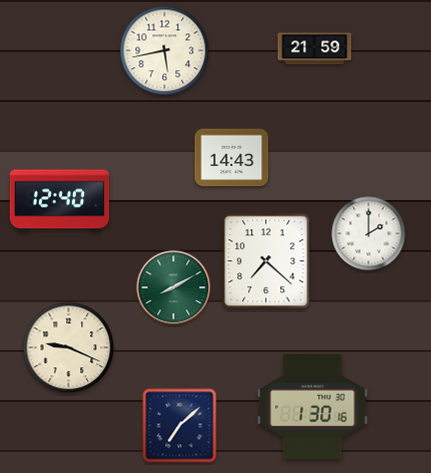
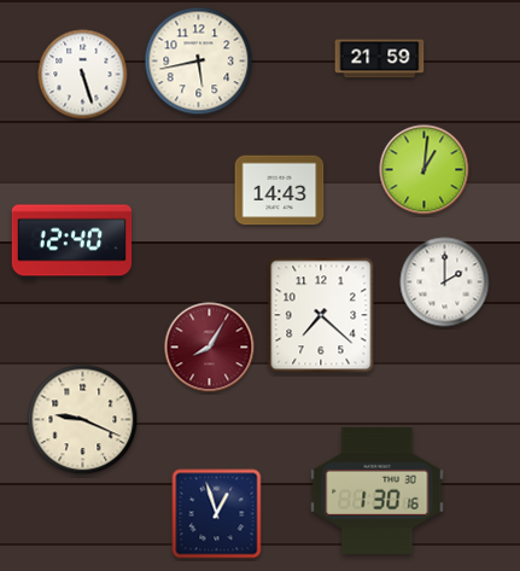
clock at (83, 75): none -> 5:27
clock at (425, 170): none -> 1:01
clock at (174, 288): 8:10 -> 8:05
clock at (174, 288) dial: green -> burgundy
clock at (180, 426): 7:08 -> 12:57
